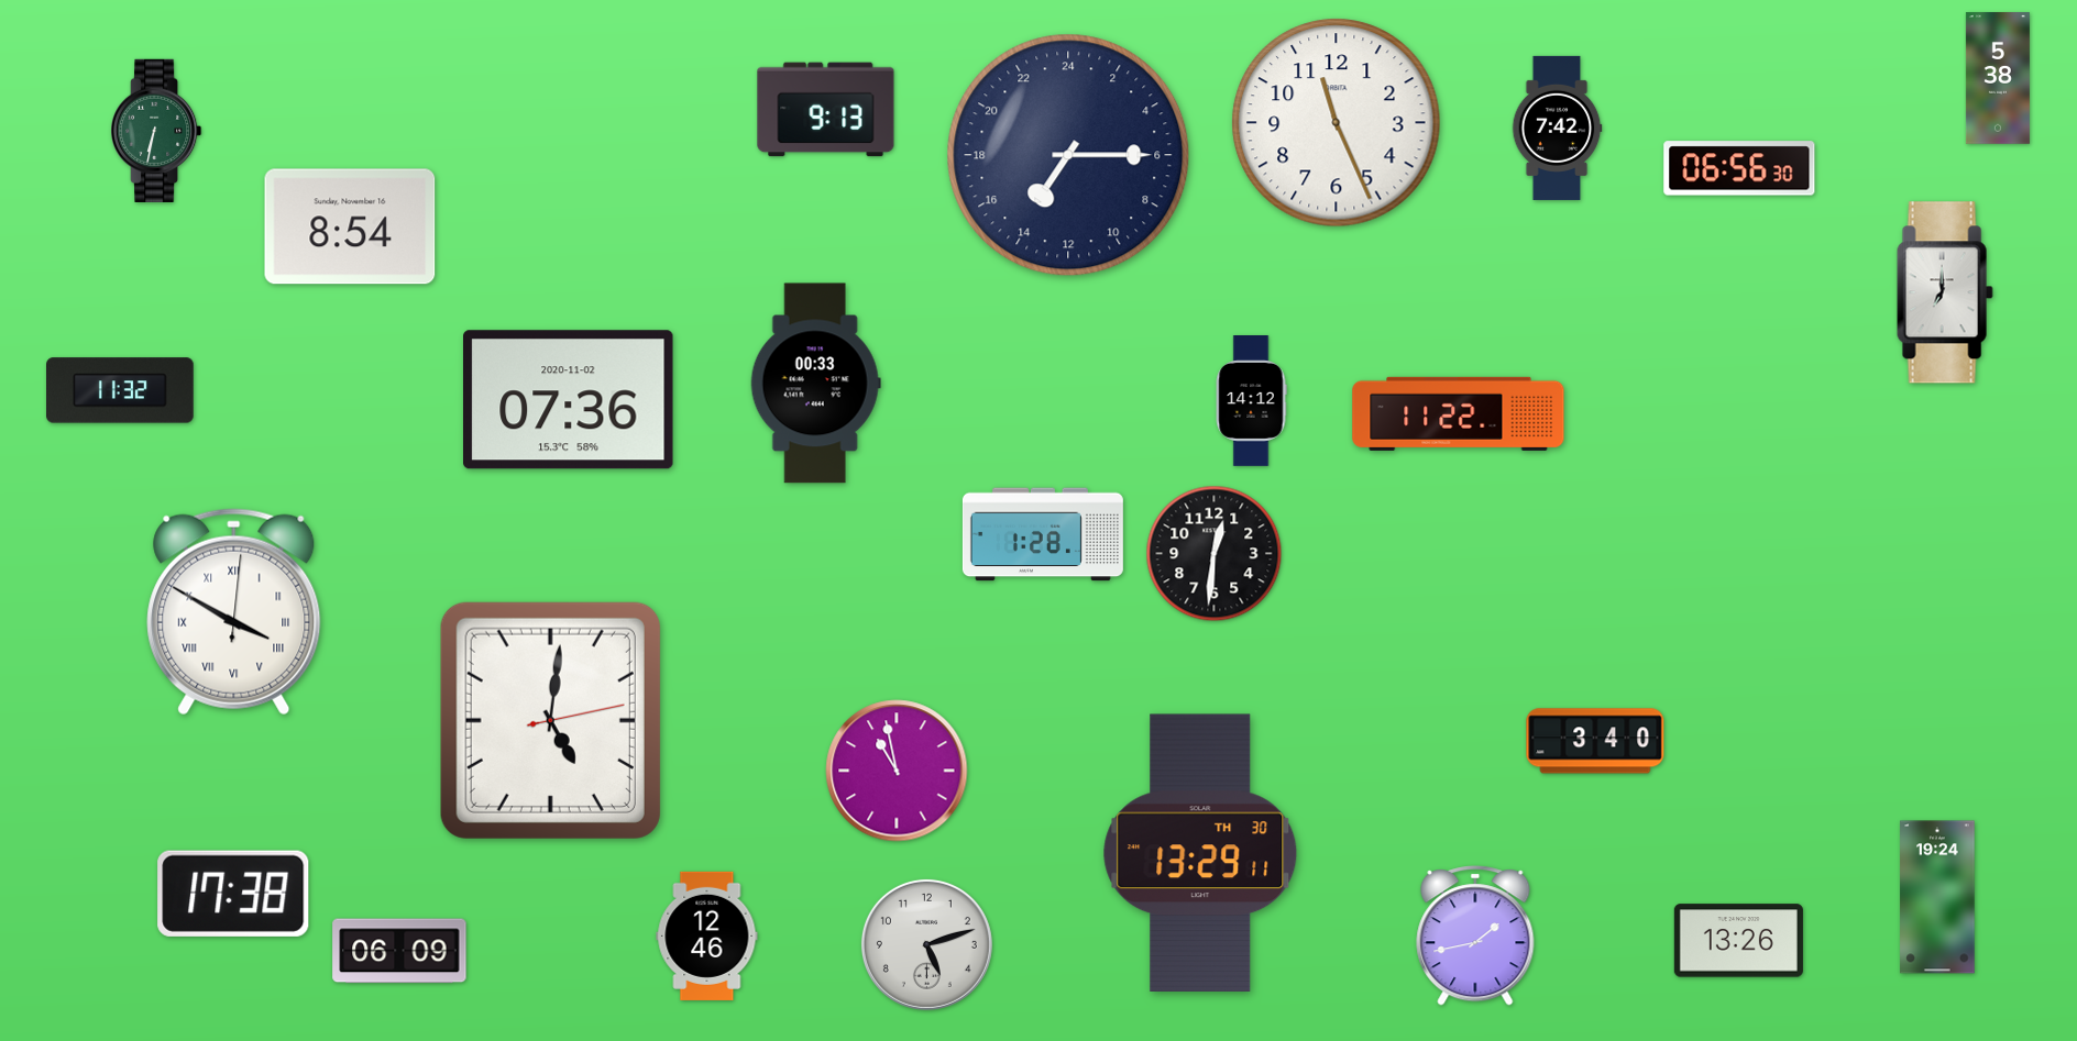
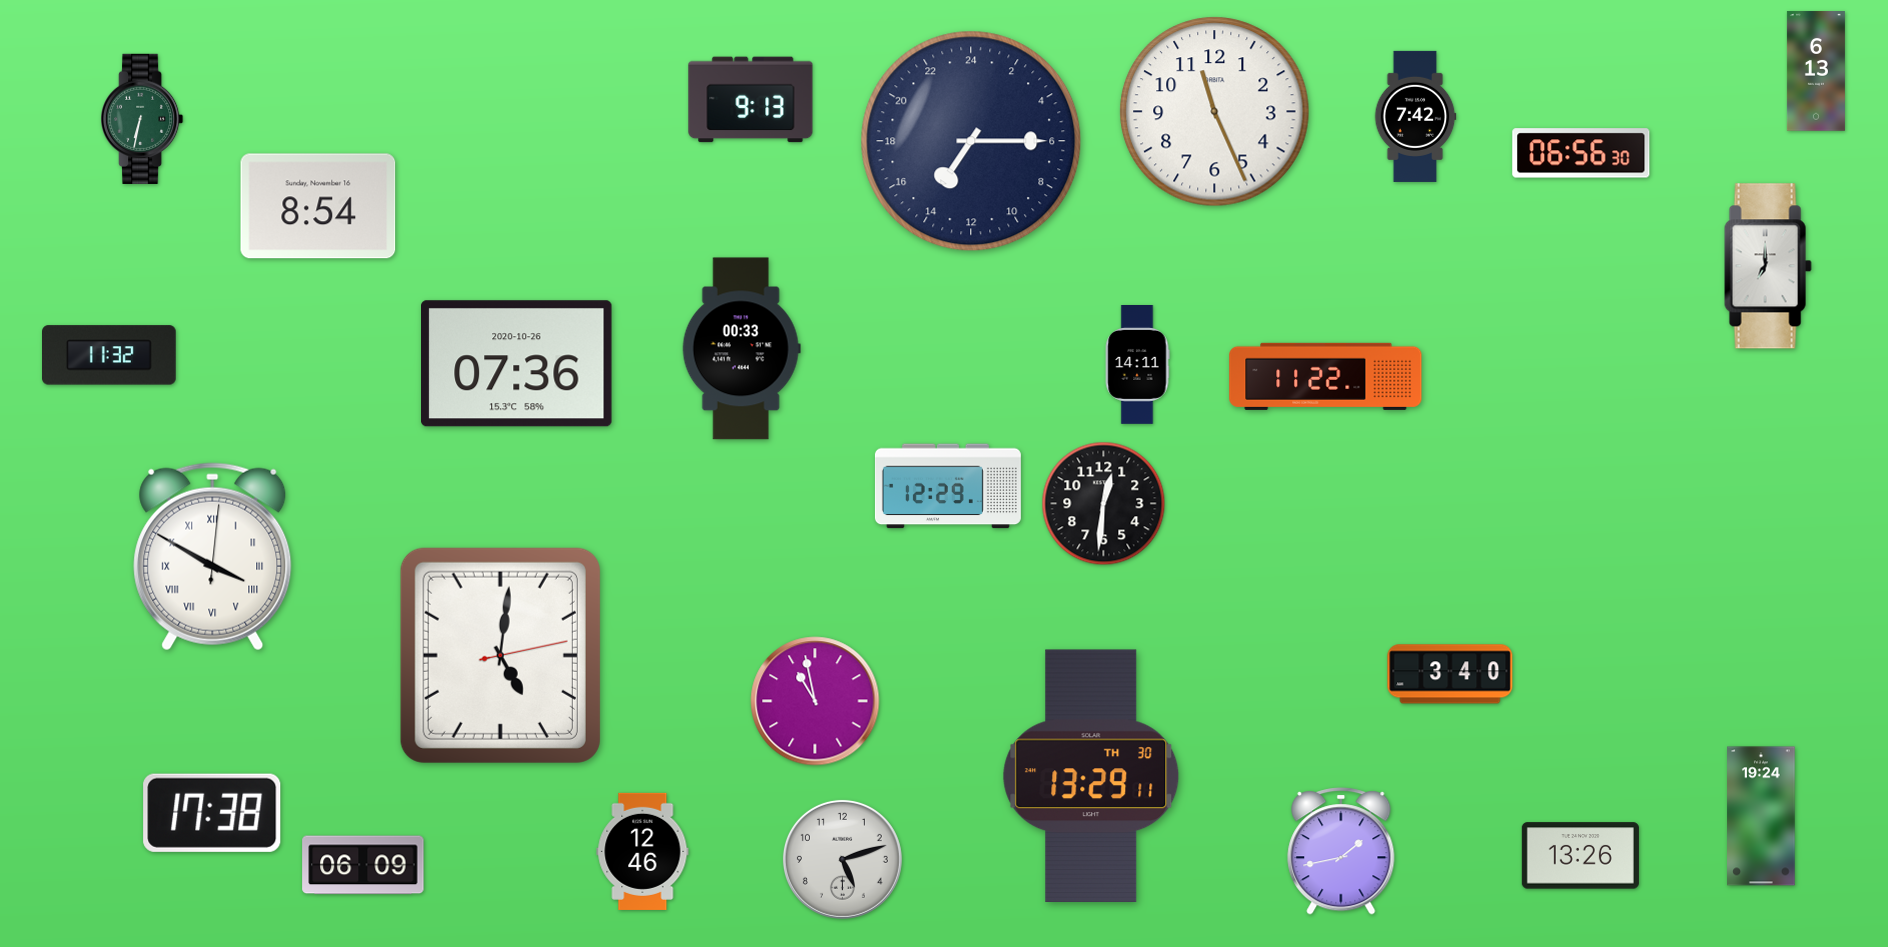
clock at (1998, 78): 5:38 -> 6:13
clock at (569, 400) date: 2020-11-02 -> 2020-10-26
clock at (1251, 401): 14:12 -> 14:11
clock at (1043, 534): 1:28 -> 12:29
